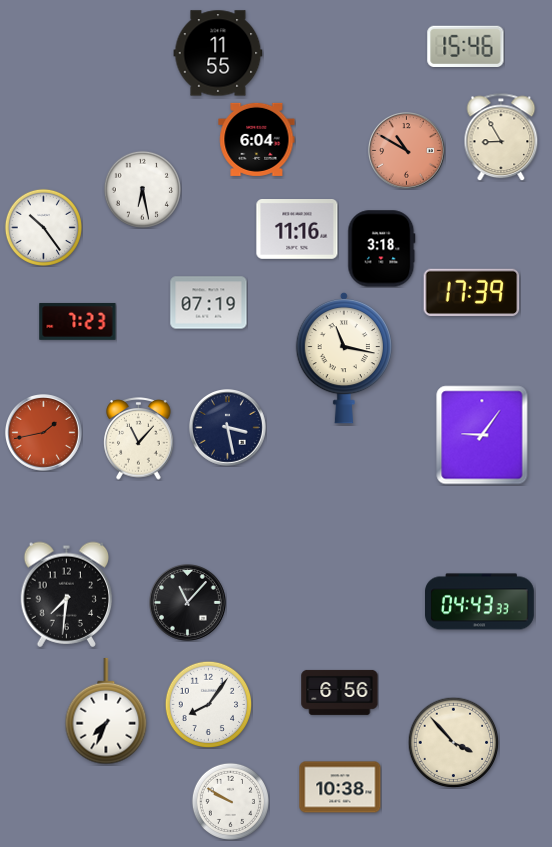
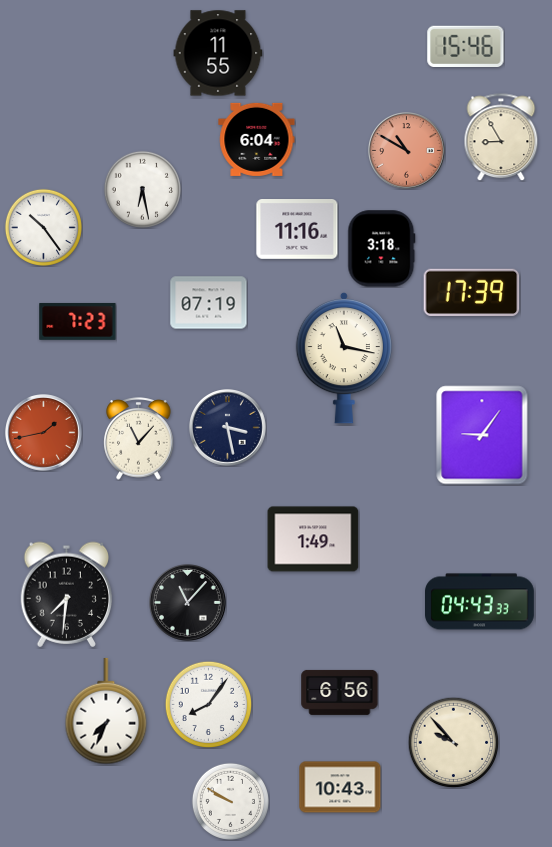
clock at (313, 539): none -> 1:49
clock at (453, 742): 3:53 -> 9:53
clock at (340, 787): 10:38 -> 10:43
